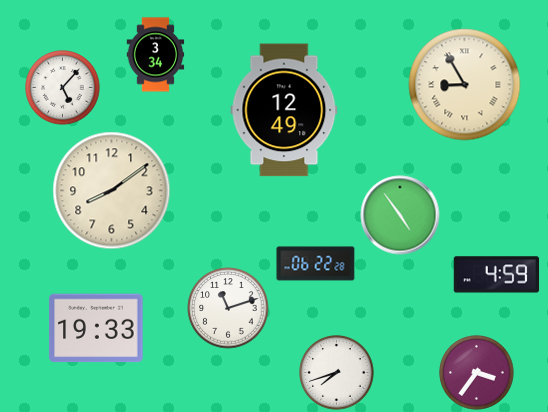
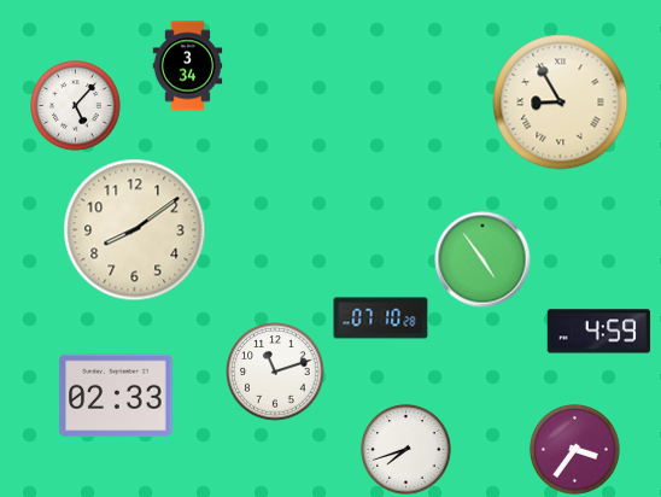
clock at (284, 110): 12:49 -> none
clock at (316, 264): 06:22 -> 07:10
clock at (96, 328): 19:33 -> 02:33
